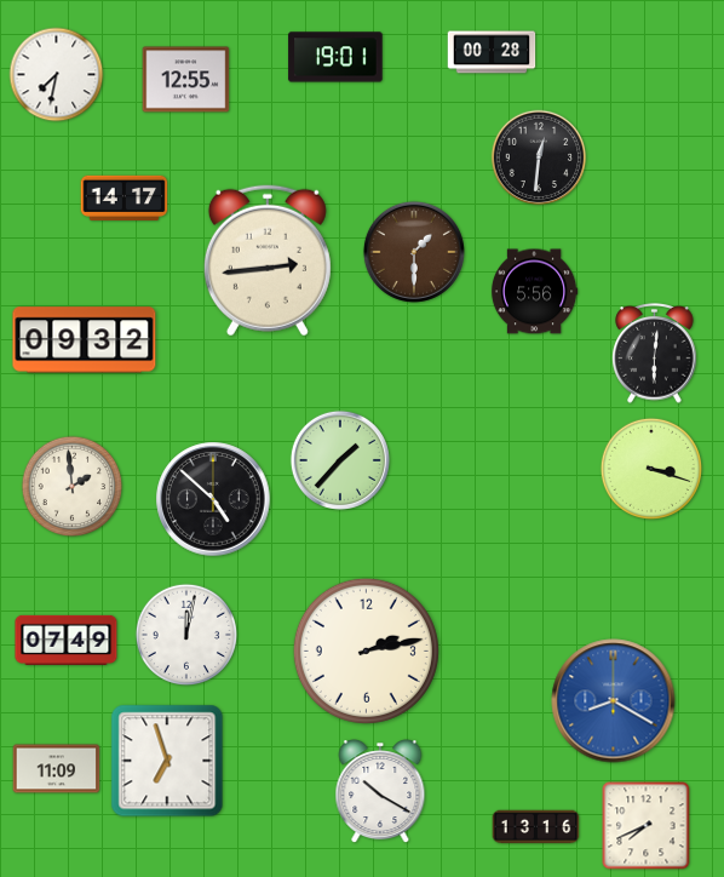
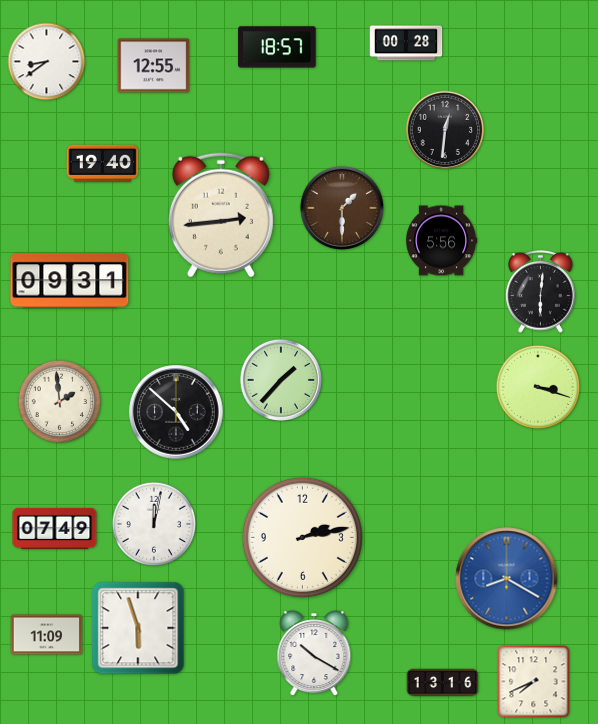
clock at (335, 57): 19:01 -> 18:57
clock at (57, 75): 7:32 -> 8:39
clock at (125, 197): 14:17 -> 19:40
clock at (85, 340): 09:32 -> 09:31
clock at (167, 761): 6:57 -> 5:57
